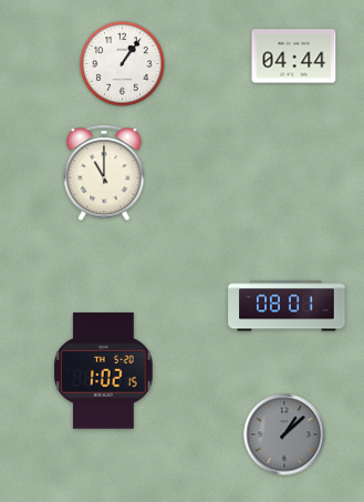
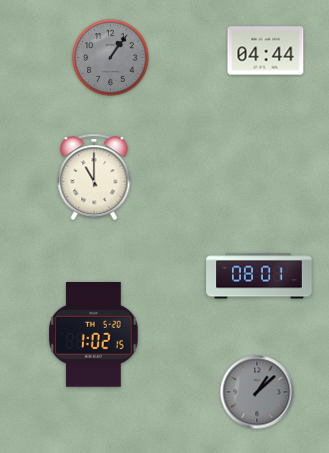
clock at (123, 64) dial: white -> grey
clock at (104, 173) position: (104, 173) -> (94, 177)
